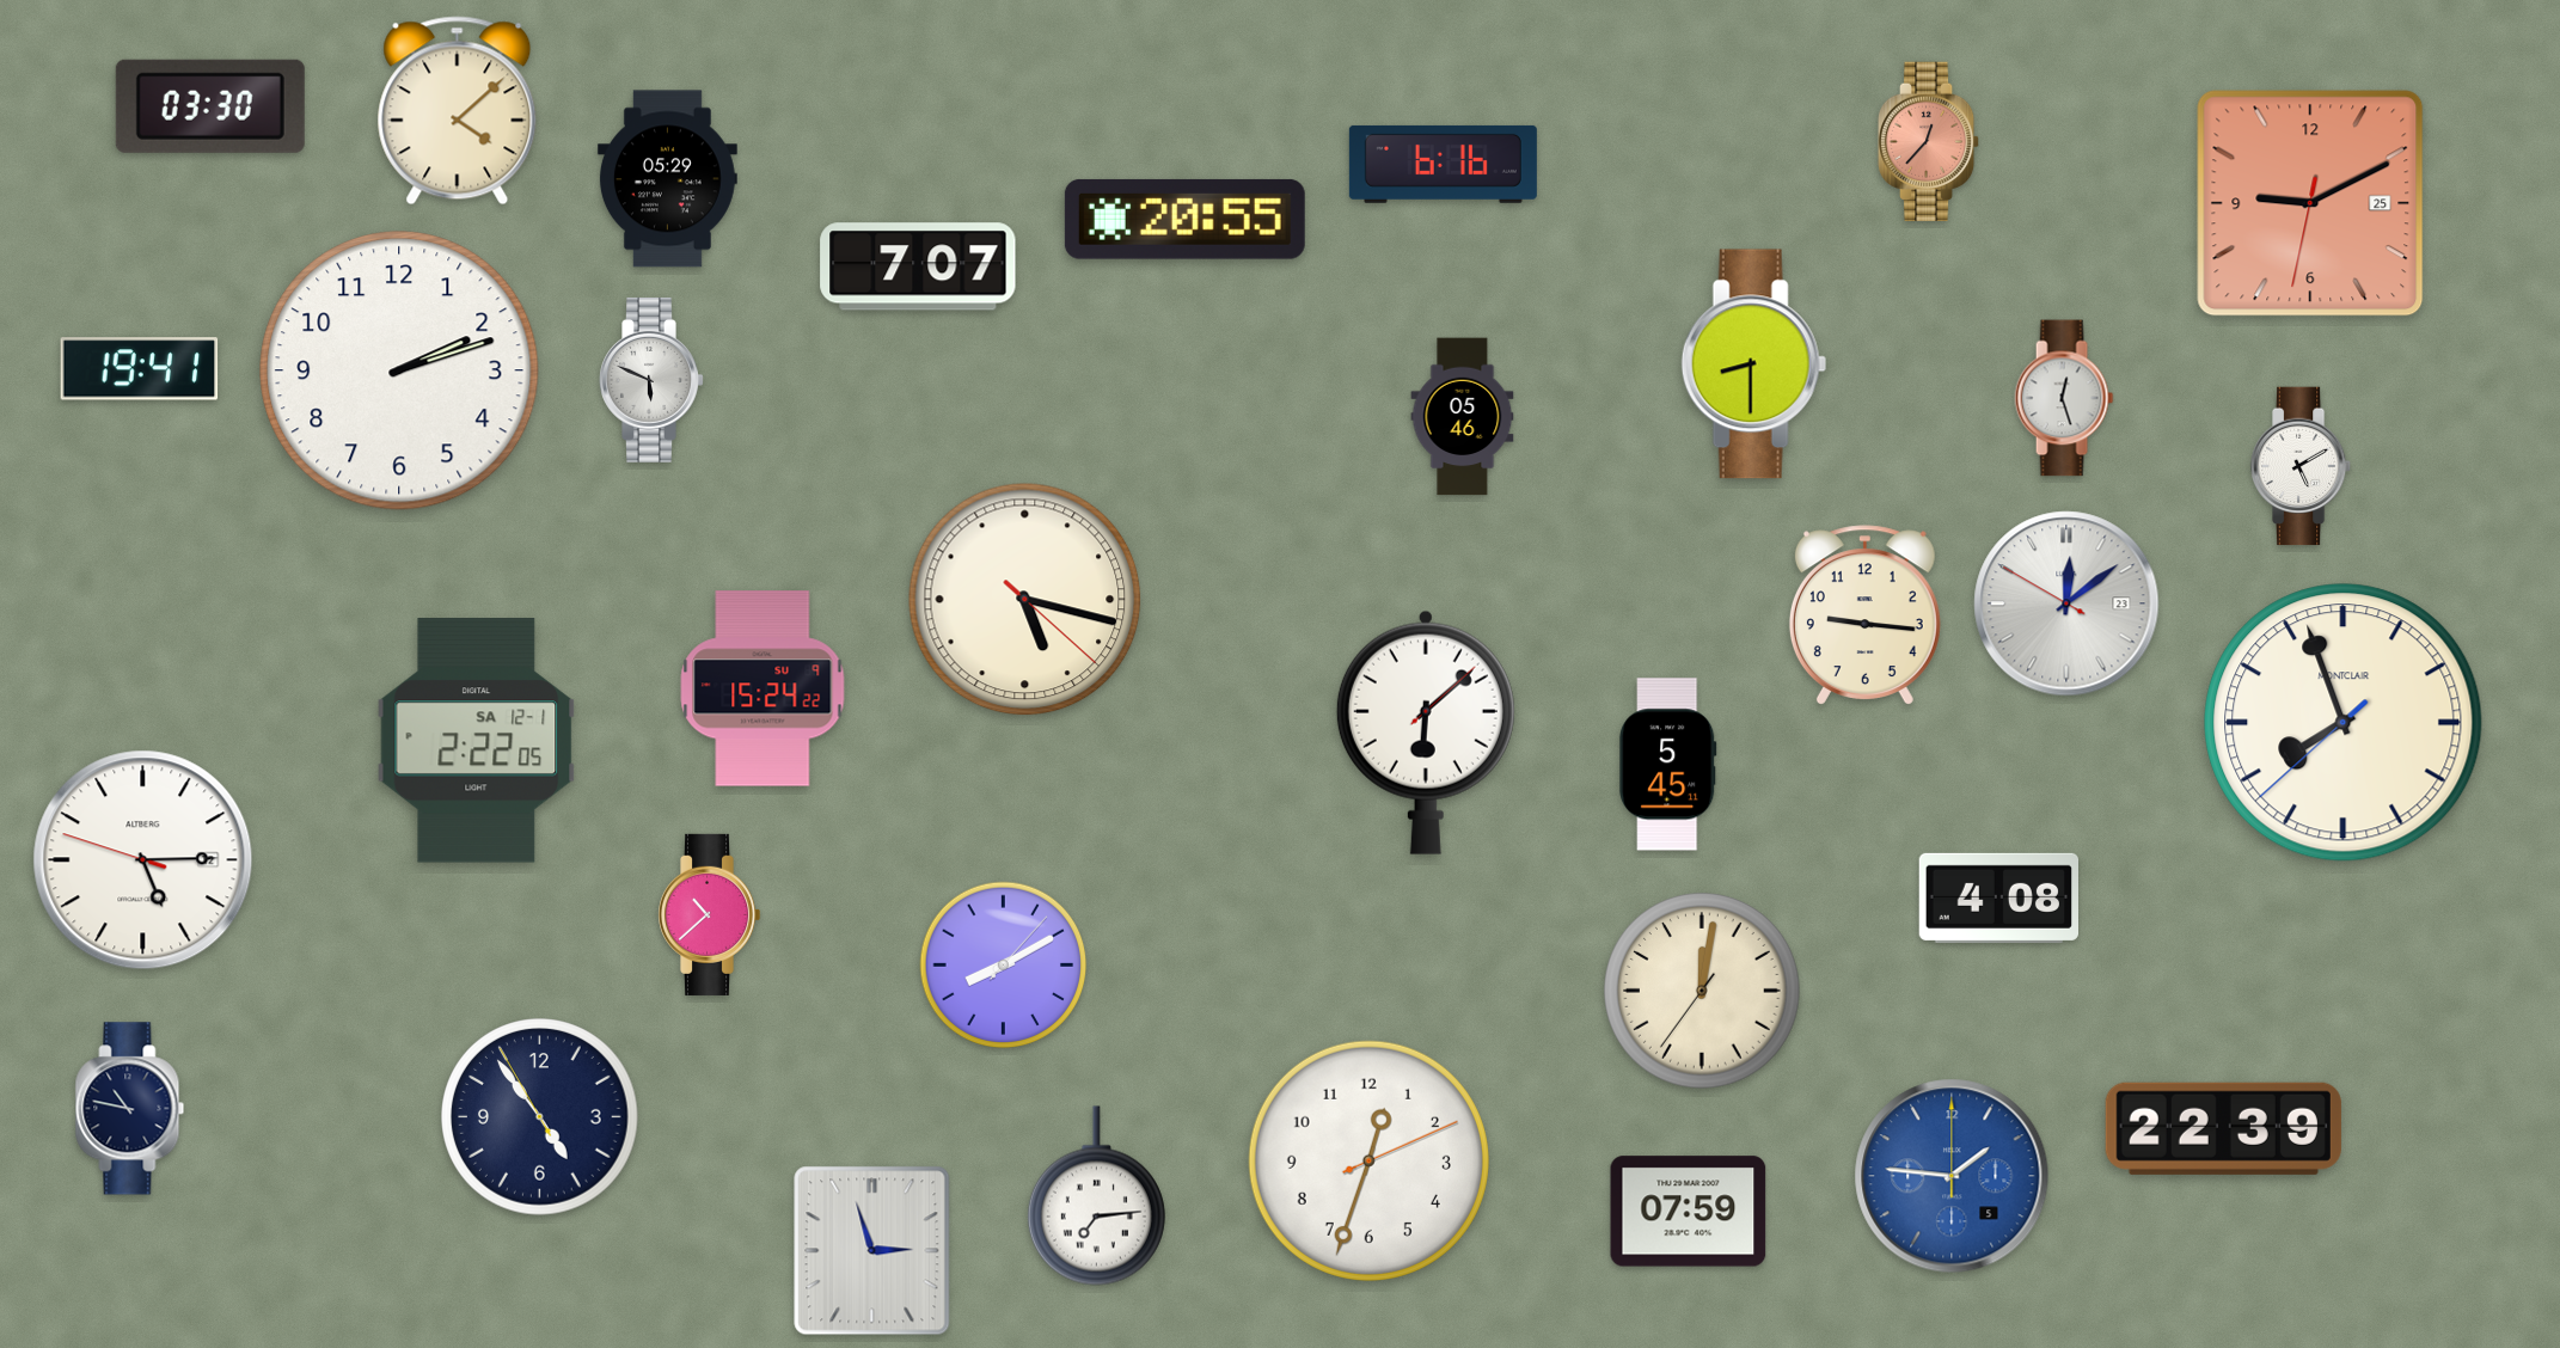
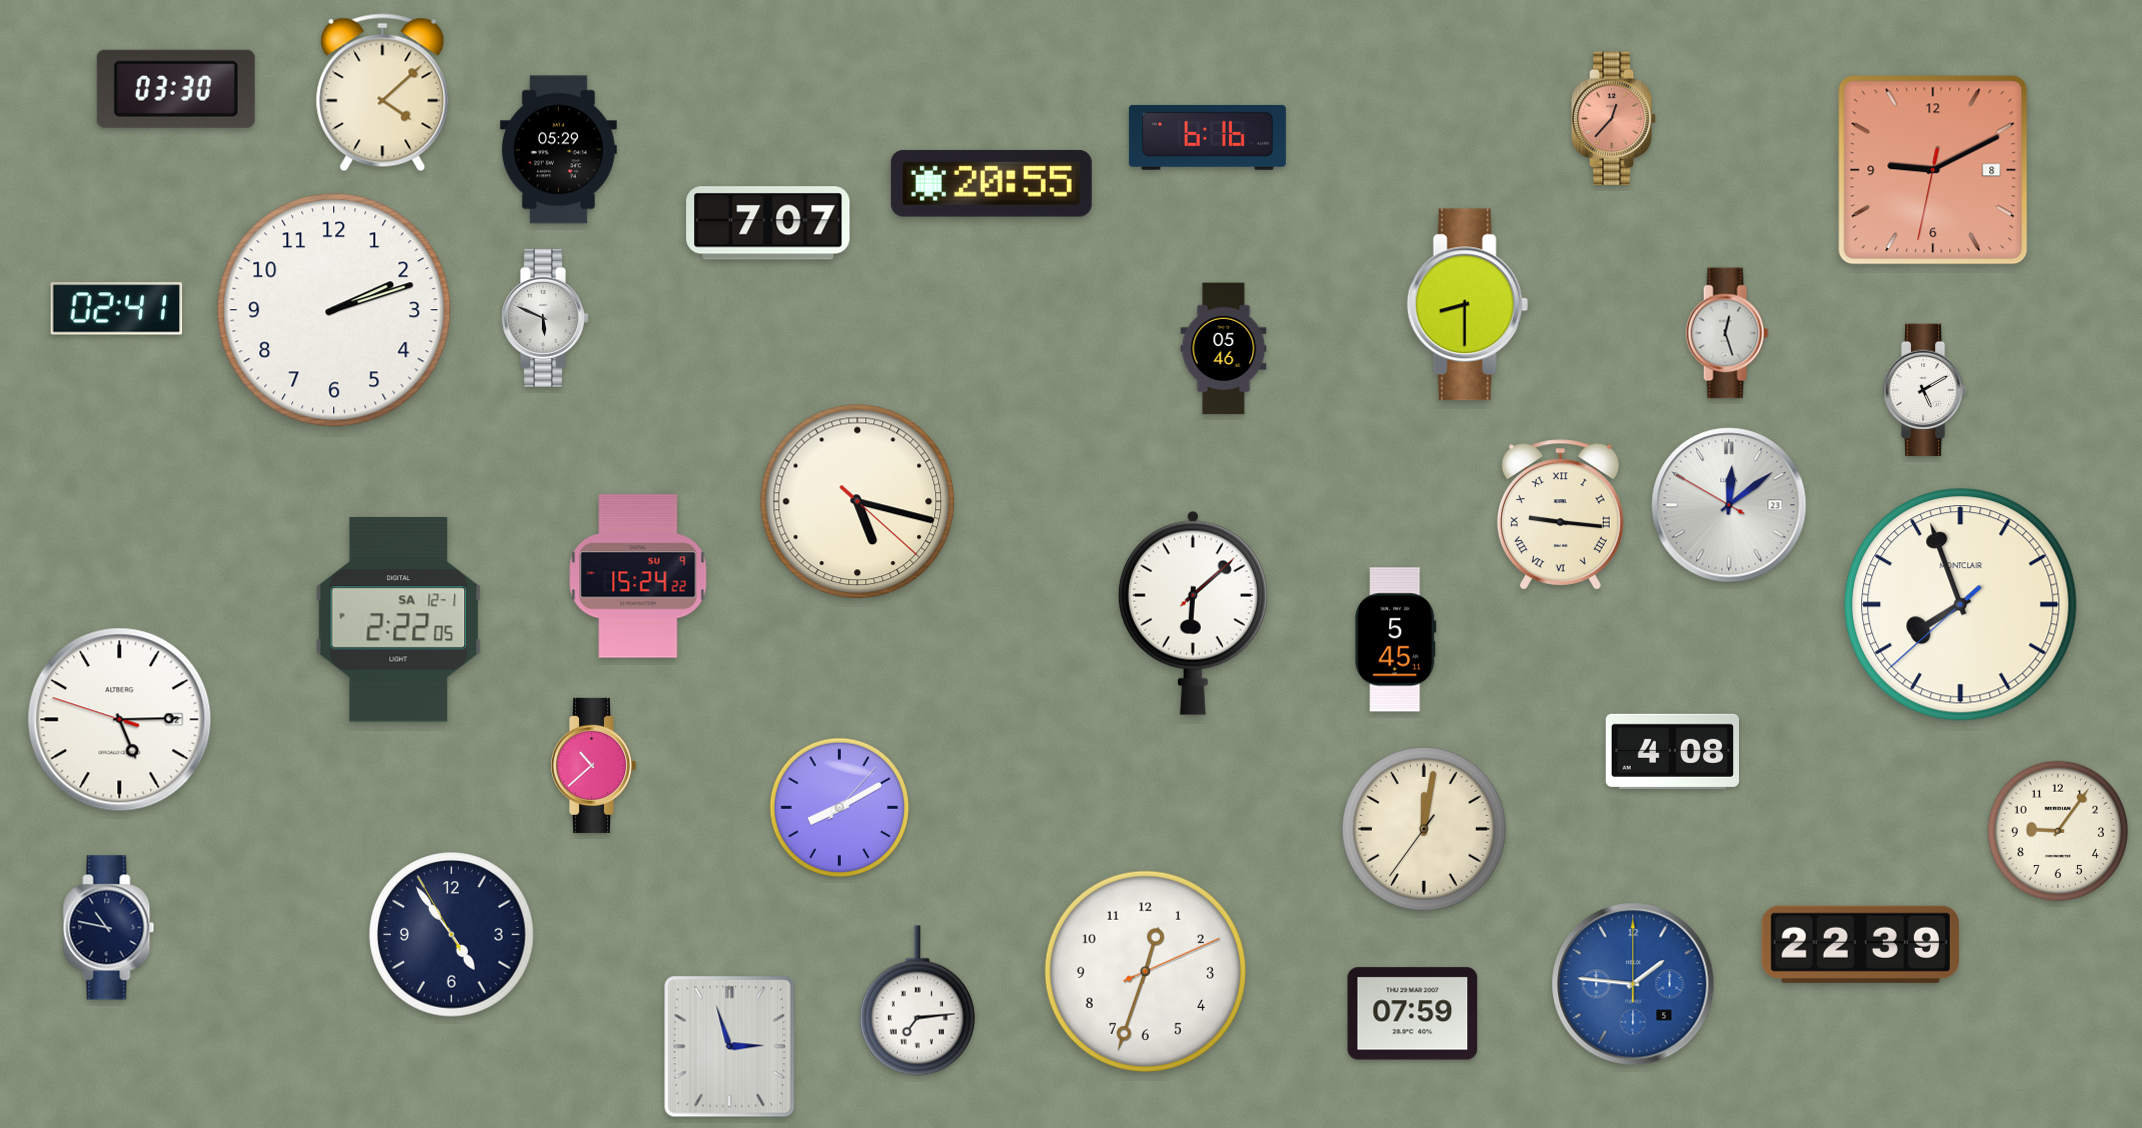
clock at (2310, 203) date: 25 -> 8
clock at (140, 369): 19:41 -> 02:41
clock at (1864, 615) numerals: Arabic -> Roman
clock at (2058, 831): none -> 9:06
